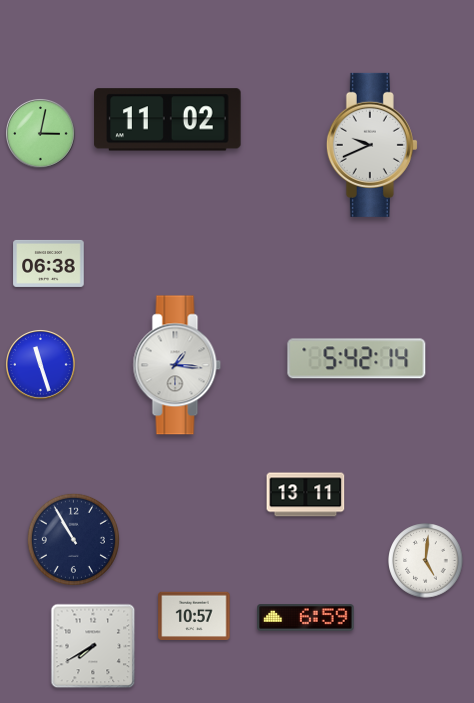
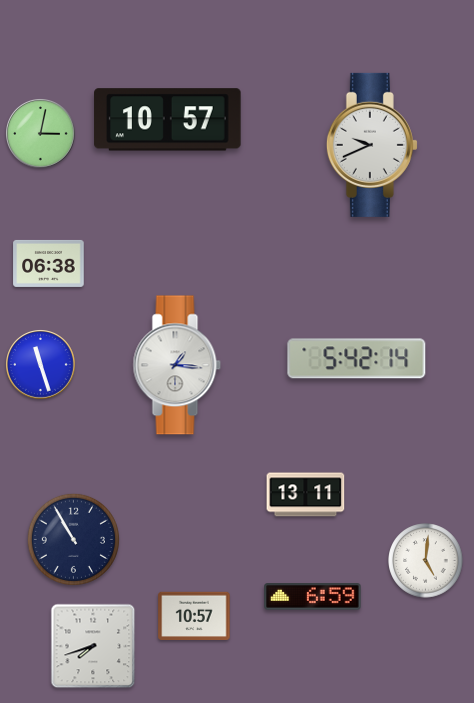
clock at (168, 120): 11:02 -> 10:57
clock at (306, 618) position: (306, 618) -> (313, 597)
clock at (93, 646): 7:40 -> 7:42
